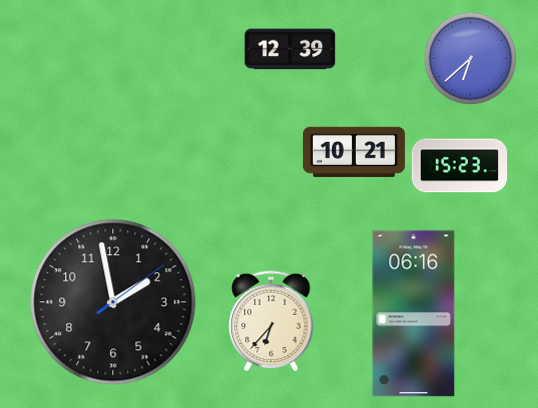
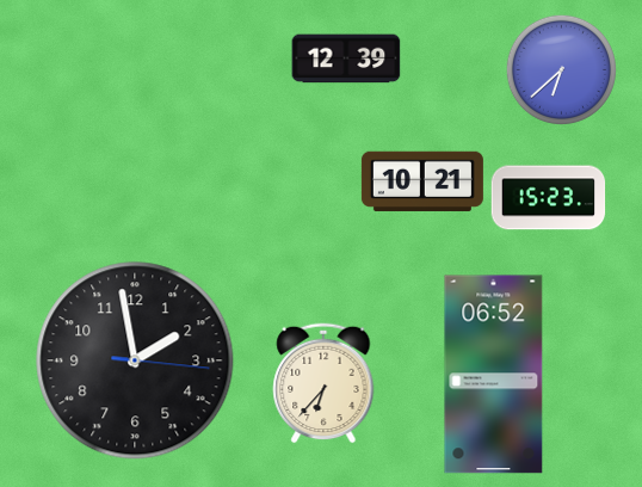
clock at (113, 302): 1:58:09 -> 1:58:16
clock at (414, 314): 06:16 -> 06:52
